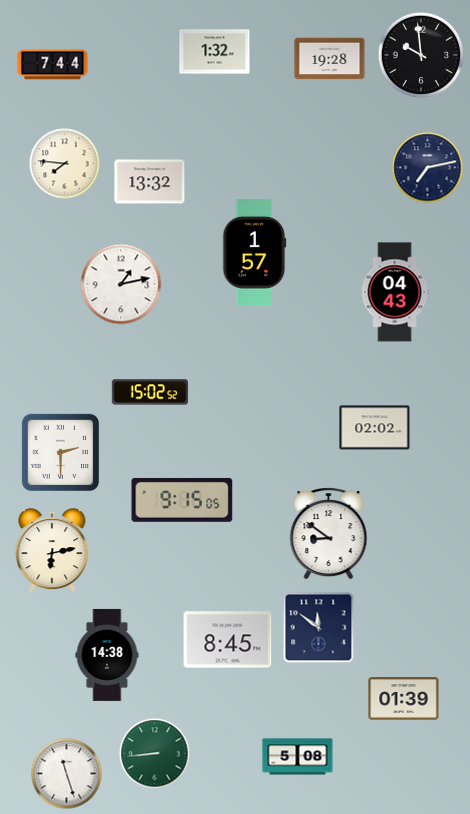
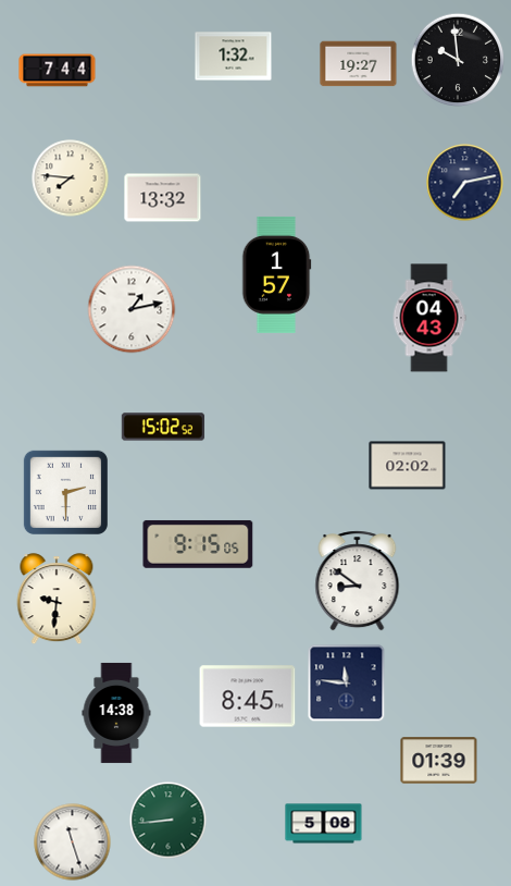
clock at (330, 59): 19:28 -> 19:27
clock at (52, 551): 6:13 -> 9:31
clock at (319, 628): 11:51 -> 11:46
